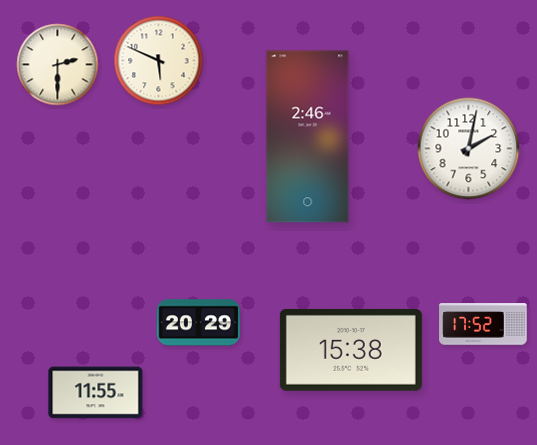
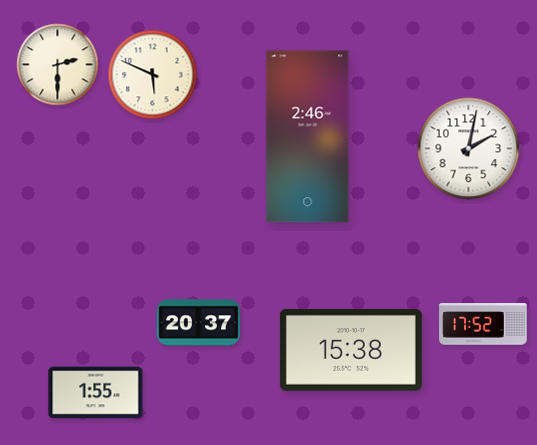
clock at (159, 61) position: (159, 61) -> (153, 75)
clock at (198, 323): 20:29 -> 20:37
clock at (96, 393): 11:55 -> 1:55
